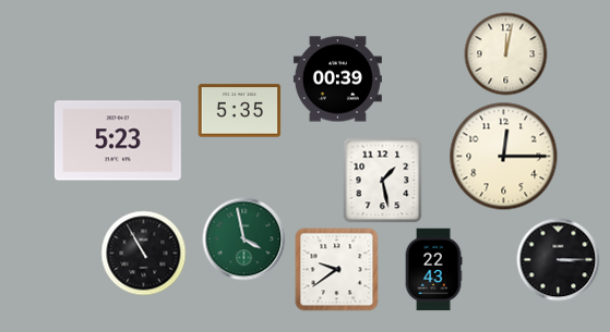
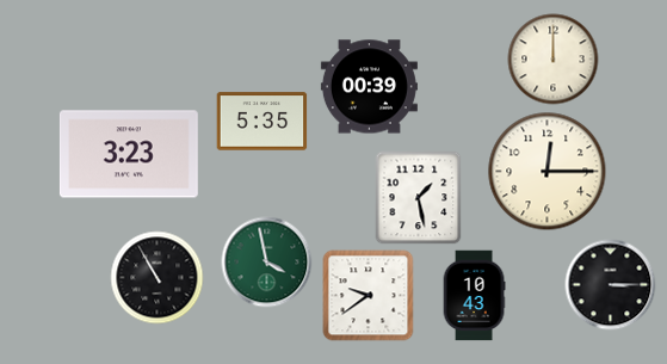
clock at (506, 54): 12:02 -> 12:00
clock at (118, 140): 5:23 -> 3:23
clock at (504, 157) position: (504, 157) -> (548, 172)
clock at (433, 270): 22:43 -> 10:43
